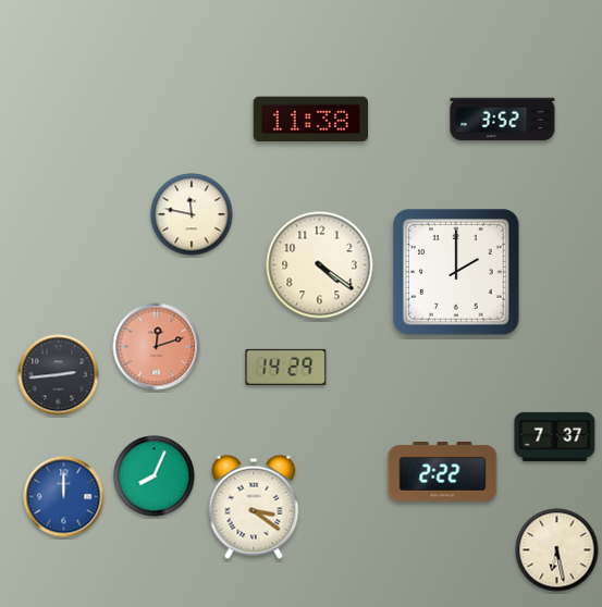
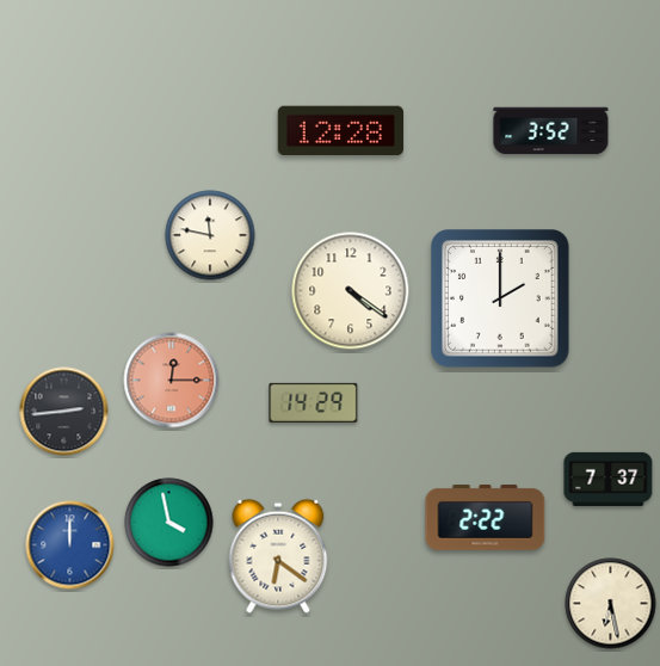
clock at (310, 120): 11:38 -> 12:28
clock at (157, 347): 12:12 -> 12:15
clock at (155, 476): 8:04 -> 3:58
clock at (254, 507): 3:21 -> 6:21
